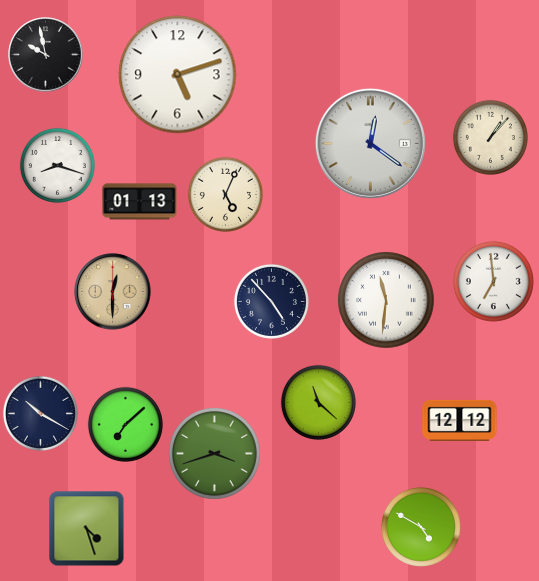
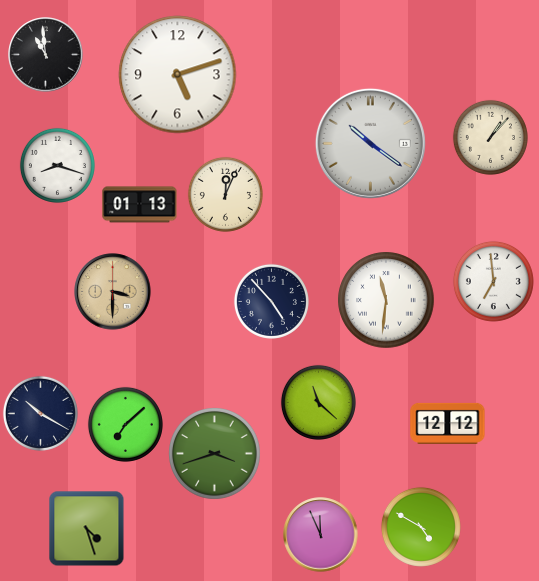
clock at (46, 55): 9:58 -> 10:59
clock at (370, 143): 12:21 -> 10:21
clock at (225, 194): 5:04 -> 12:04
clock at (140, 202) position: (140, 202) -> (140, 205)
clock at (113, 292): 12:30 -> 3:30
clock at (460, 420) position: (460, 420) -> (448, 423)
clock at (321, 535): none -> 11:56
